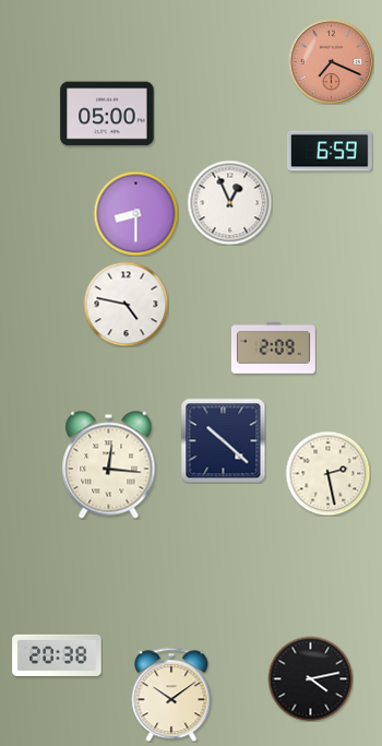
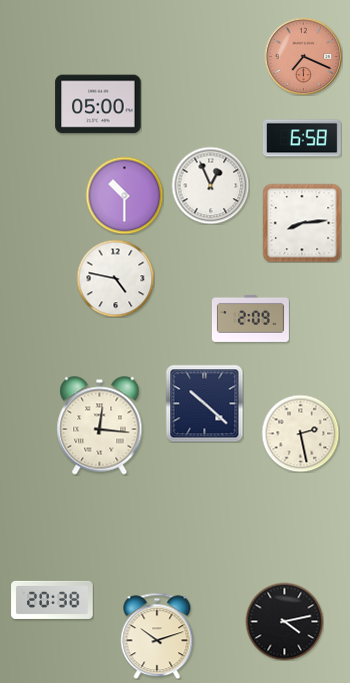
clock at (330, 151): 6:59 -> 6:58
clock at (135, 213): 8:30 -> 10:30
clock at (302, 223): none -> 8:14
clock at (171, 695): 10:09 -> 10:12
